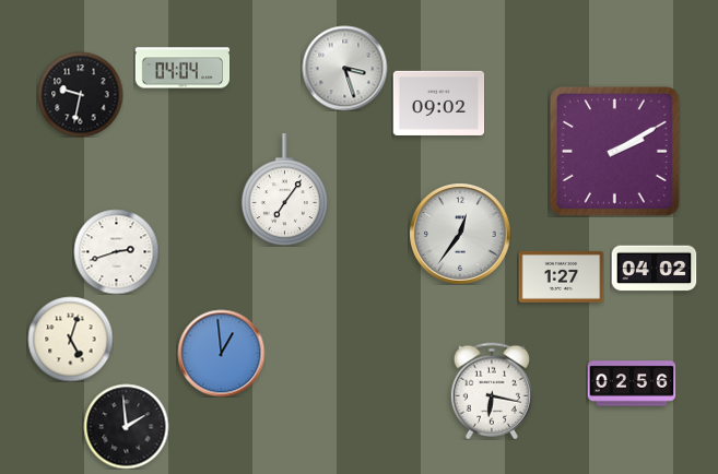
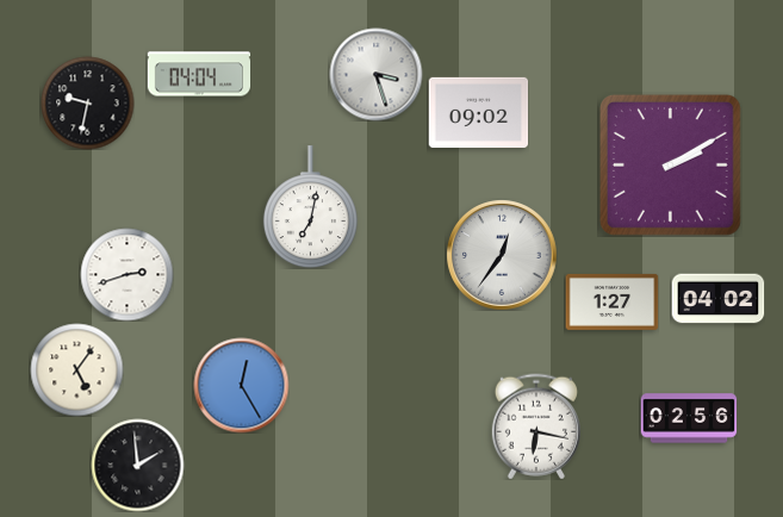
clock at (284, 190): 7:06 -> 7:02
clock at (654, 269) position: (654, 269) -> (717, 299)
clock at (70, 339): 5:03 -> 5:06
clock at (221, 353): 12:59 -> 12:25
